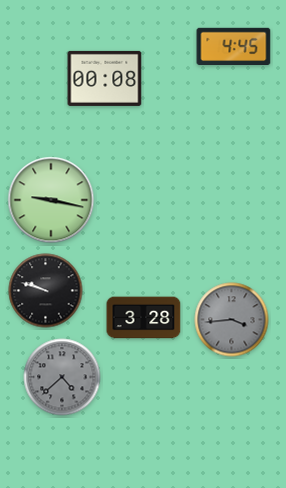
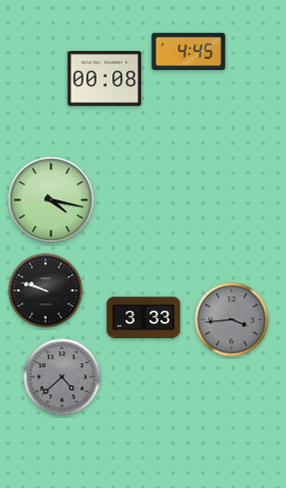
clock at (234, 47) position: (234, 47) -> (189, 52)
clock at (51, 200): 9:17 -> 4:17
clock at (144, 318): 3:28 -> 3:33
